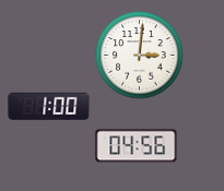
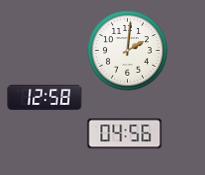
clock at (140, 56): 3:01 -> 2:01
clock at (49, 106): 1:00 -> 12:58
